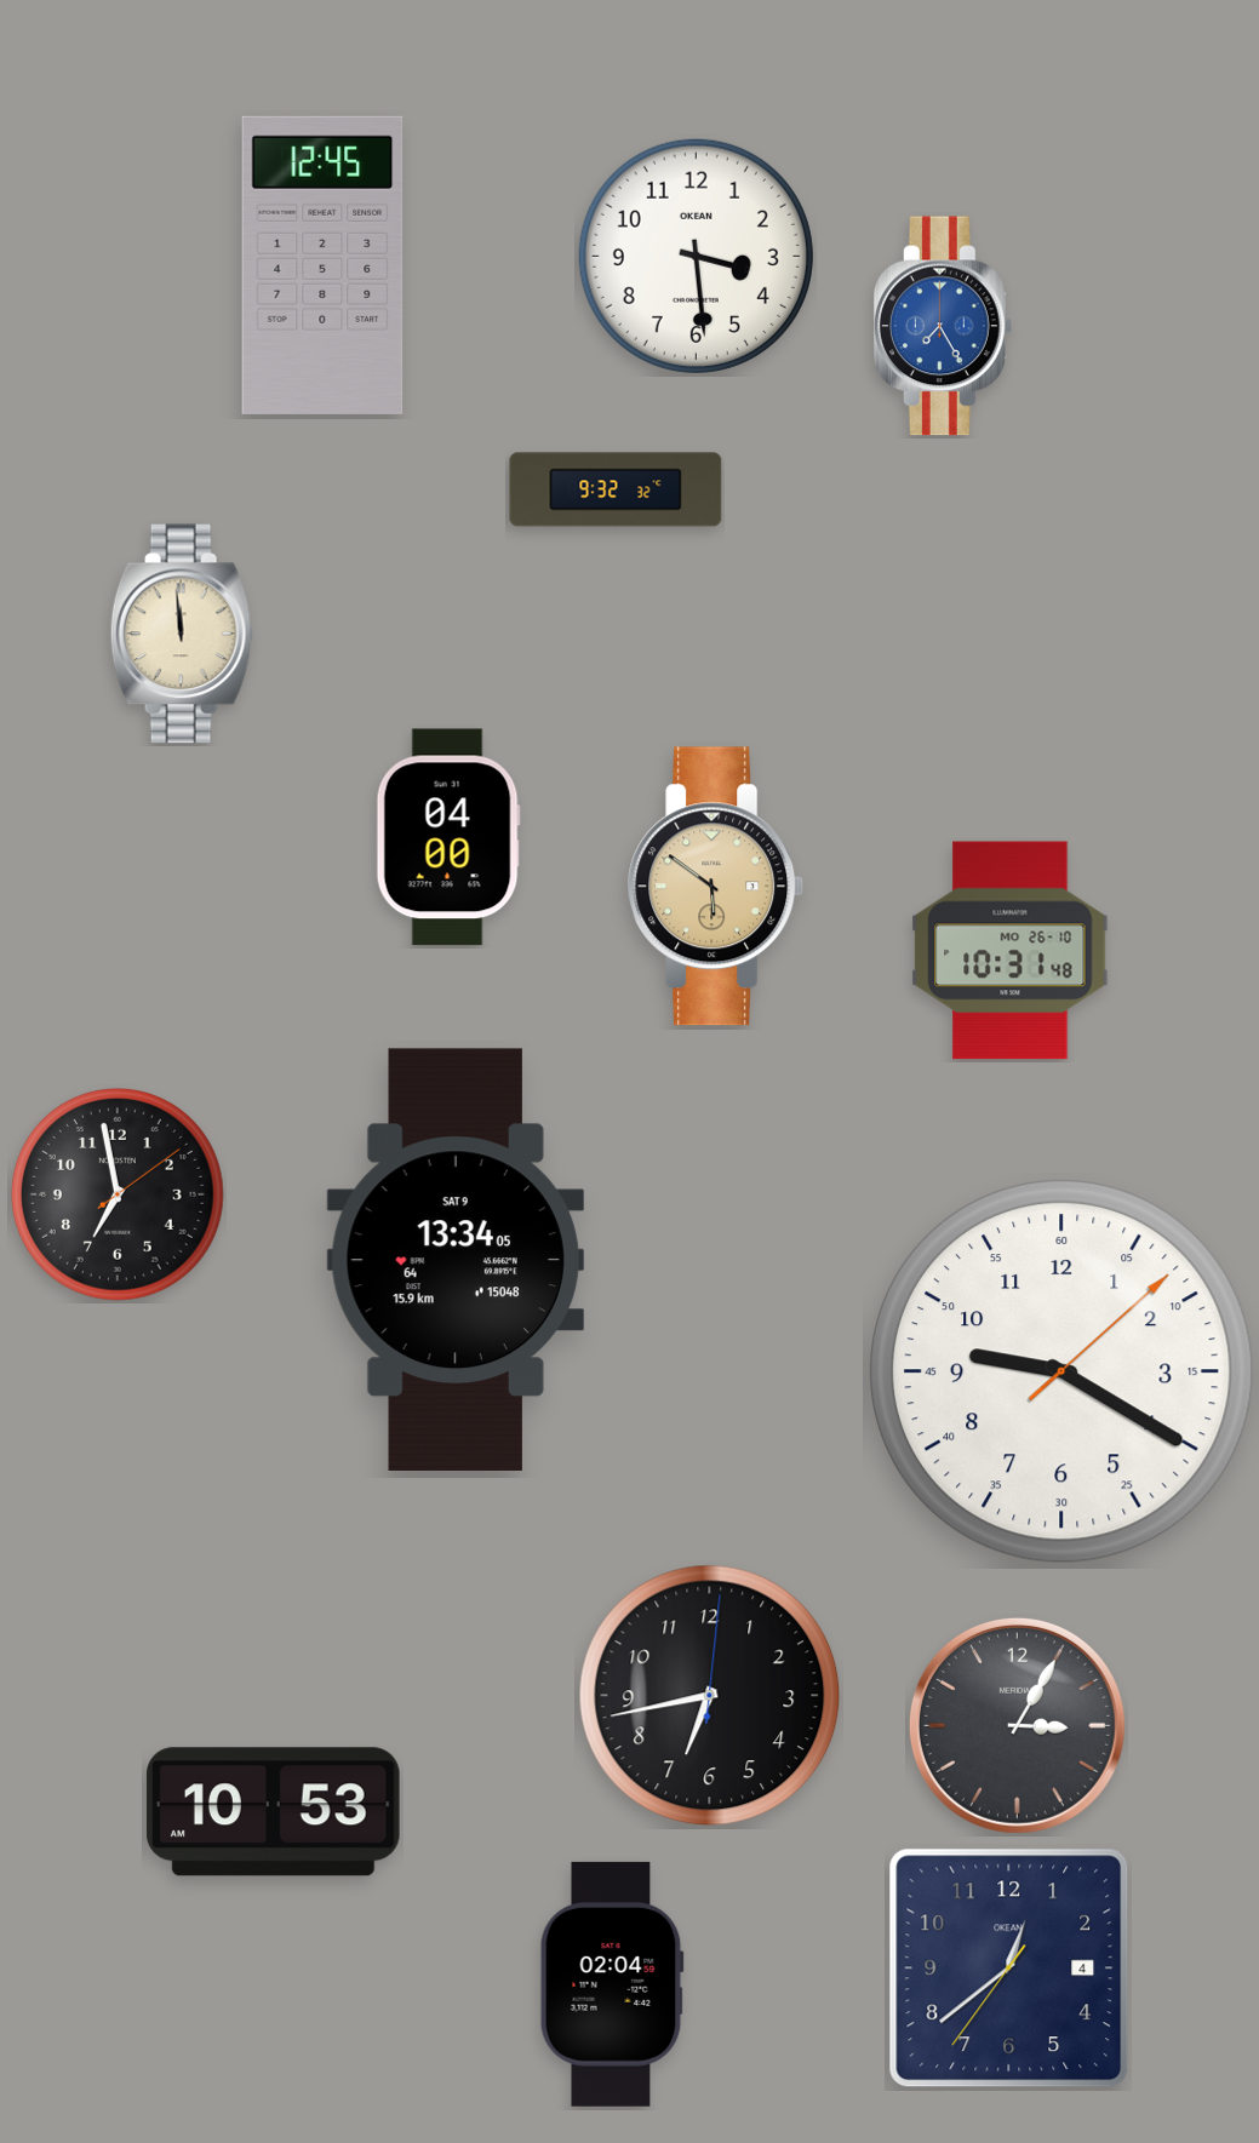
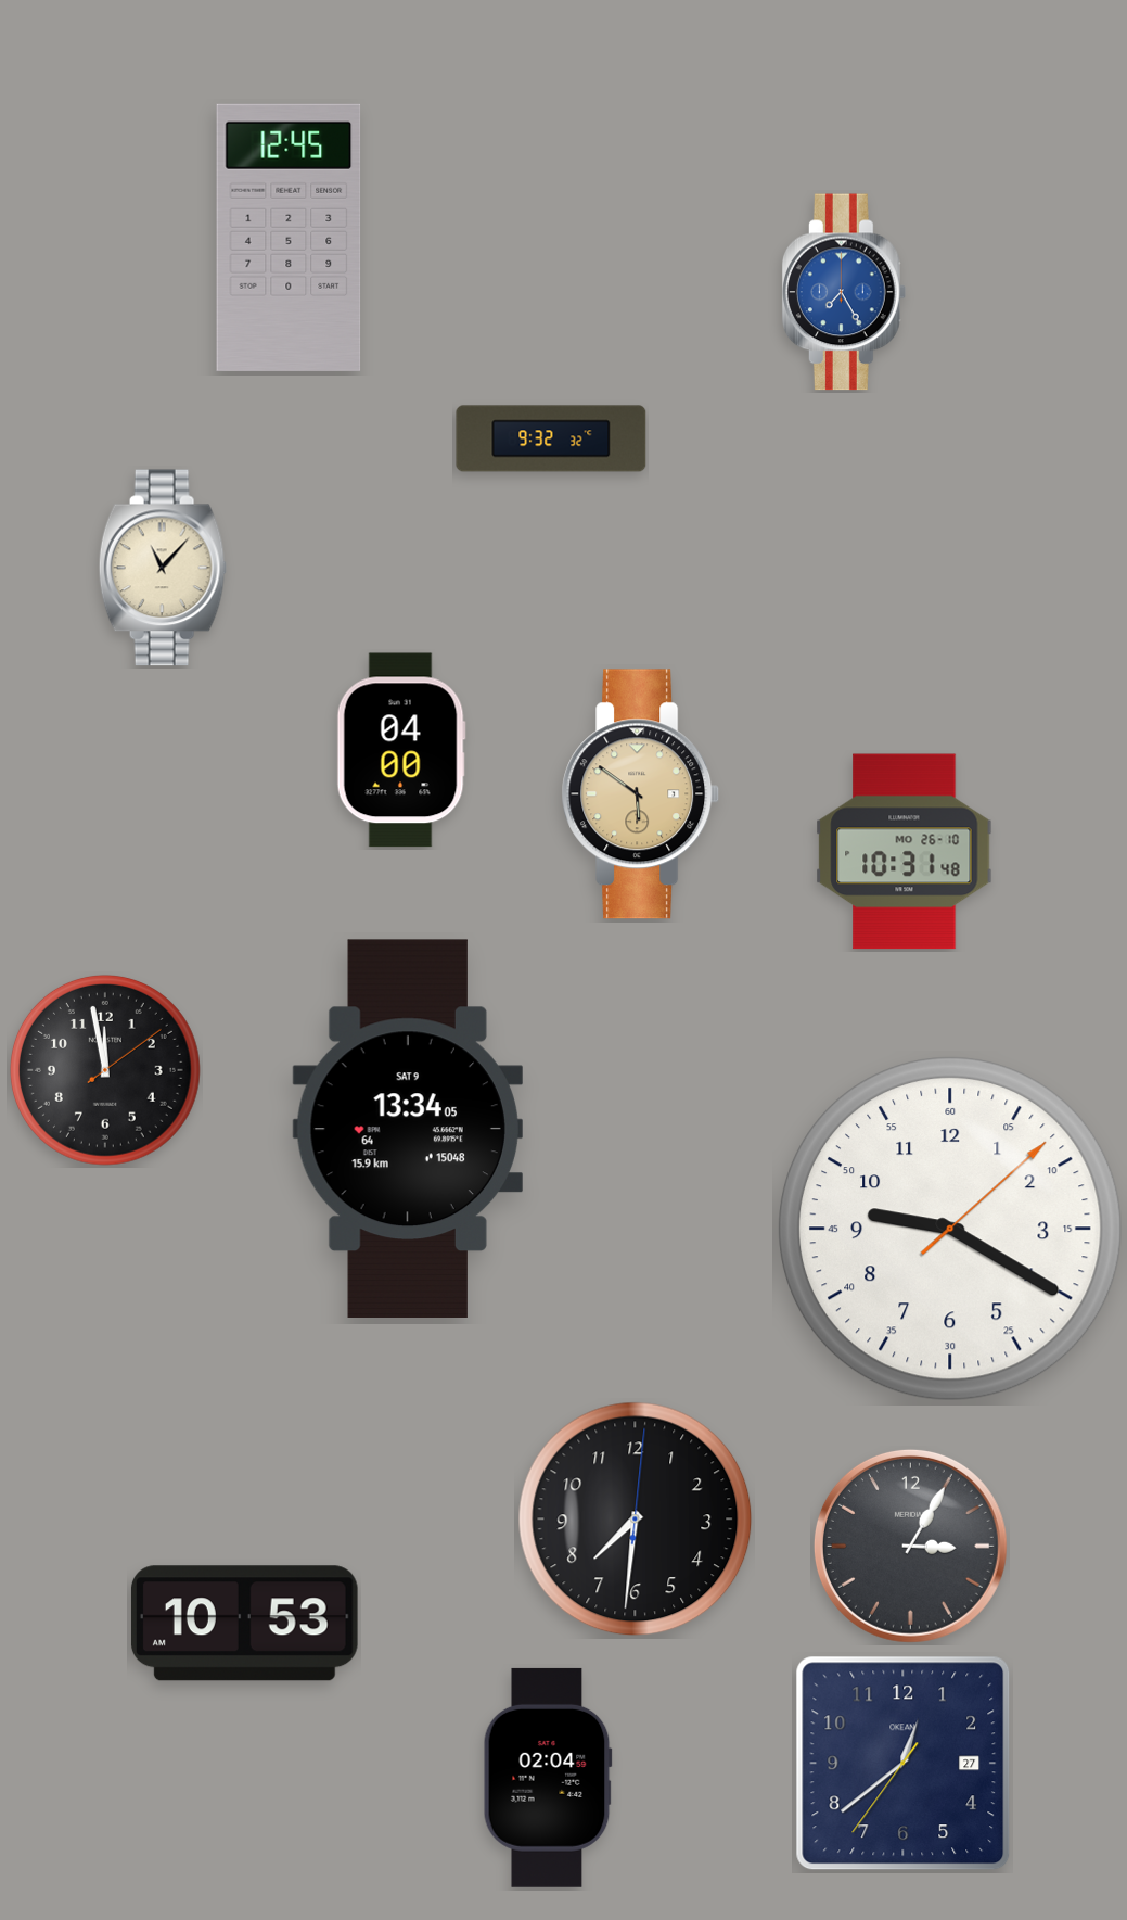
clock at (696, 256): 3:29 -> none
clock at (182, 634): 11:59 -> 11:07
clock at (118, 1194): 6:58 -> 11:58
clock at (710, 1696): 6:43 -> 7:31
clock at (1009, 1969) date: 4 -> 27
